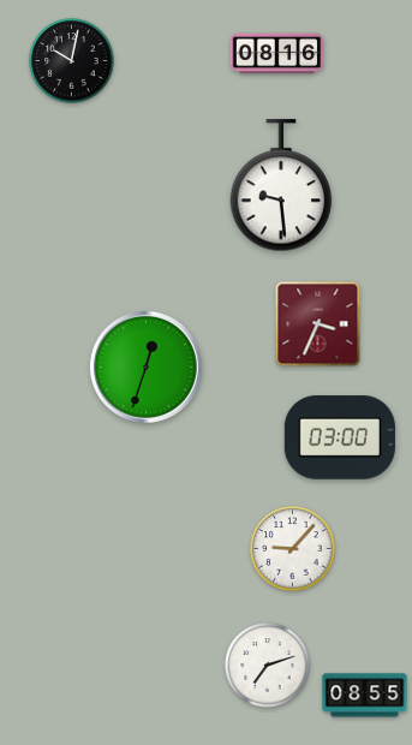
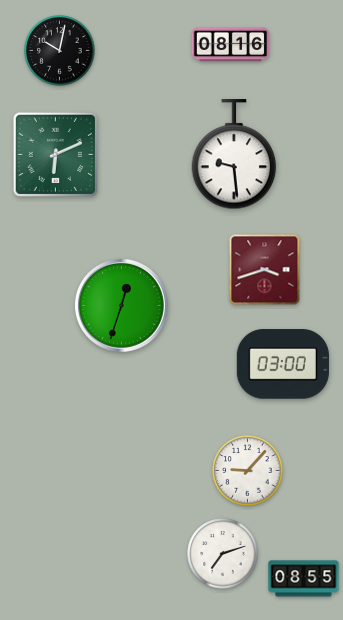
clock at (55, 154): none -> 6:11
clock at (318, 324): 3:34 -> 3:42
clock at (293, 549) position: (293, 549) -> (248, 471)
